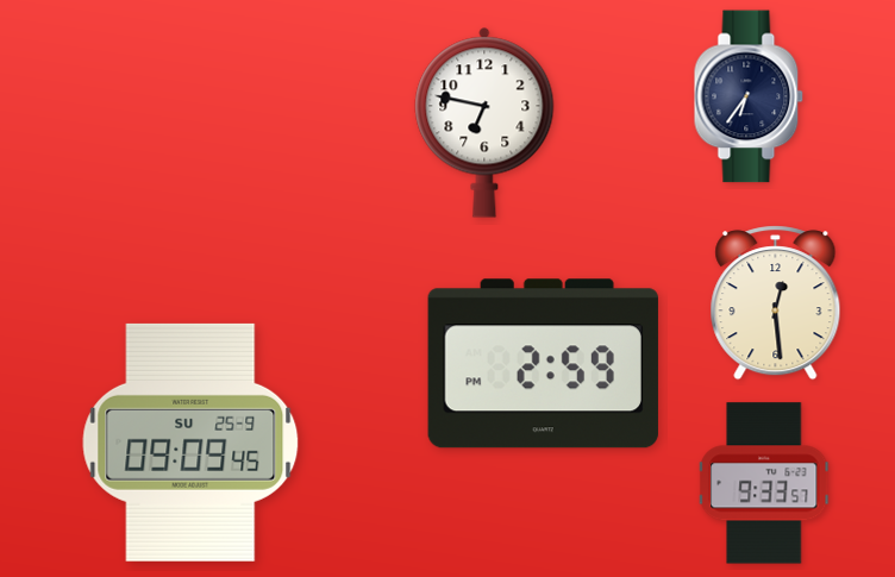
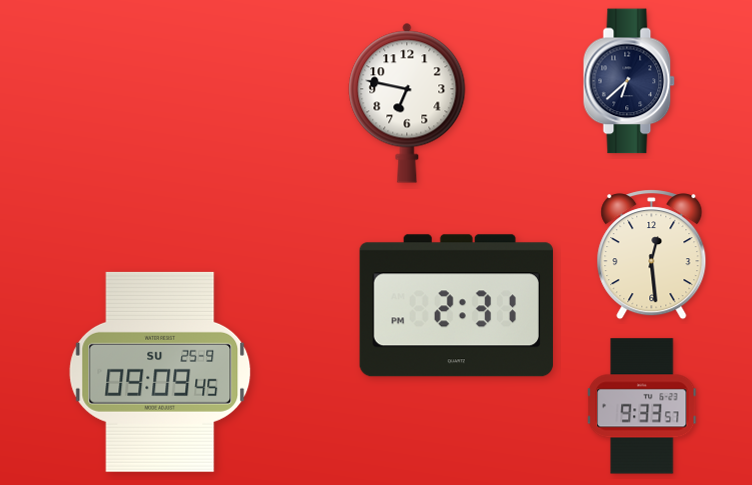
clock at (749, 96): 6:36 -> 6:38
clock at (543, 364): 2:59 -> 2:31
